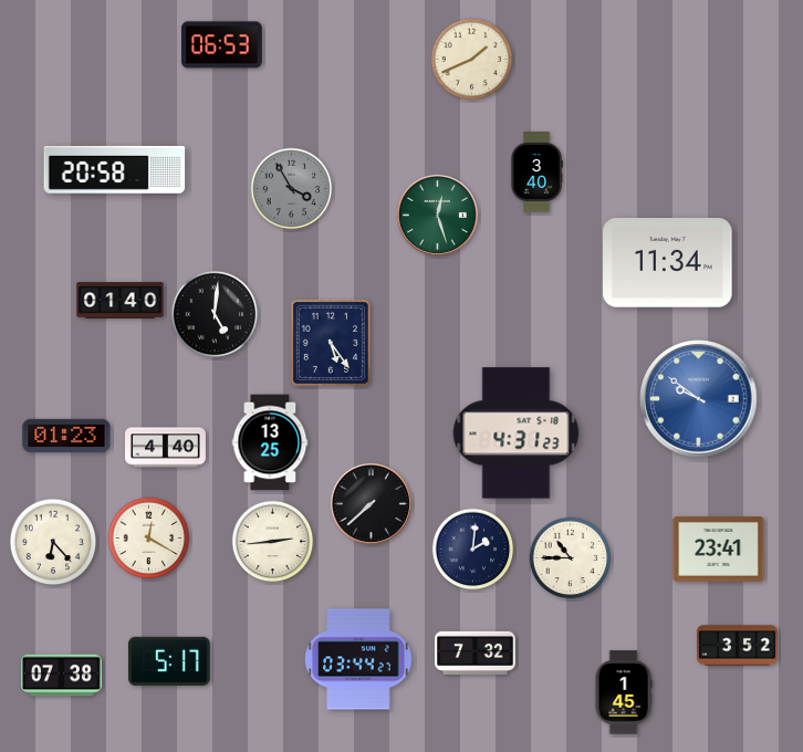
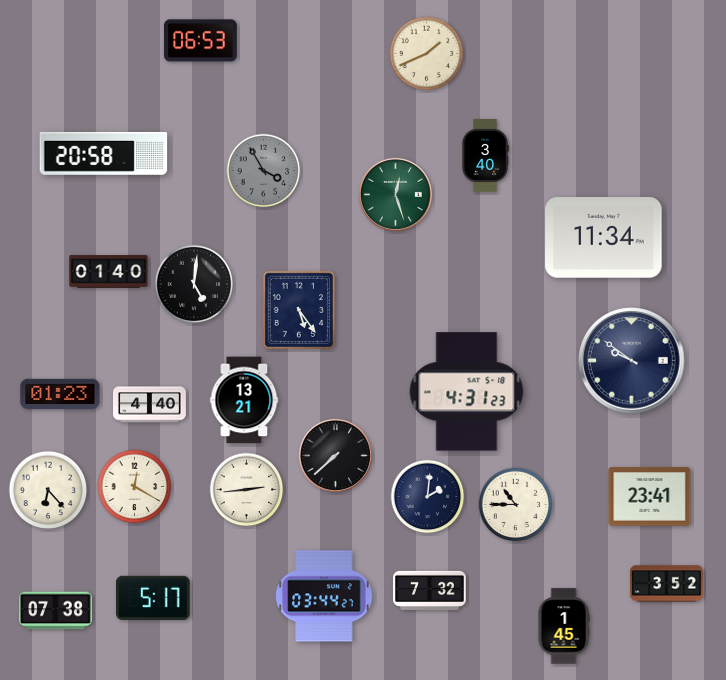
clock at (699, 399) dial: blue -> navy
clock at (270, 442): 13:25 -> 13:21
